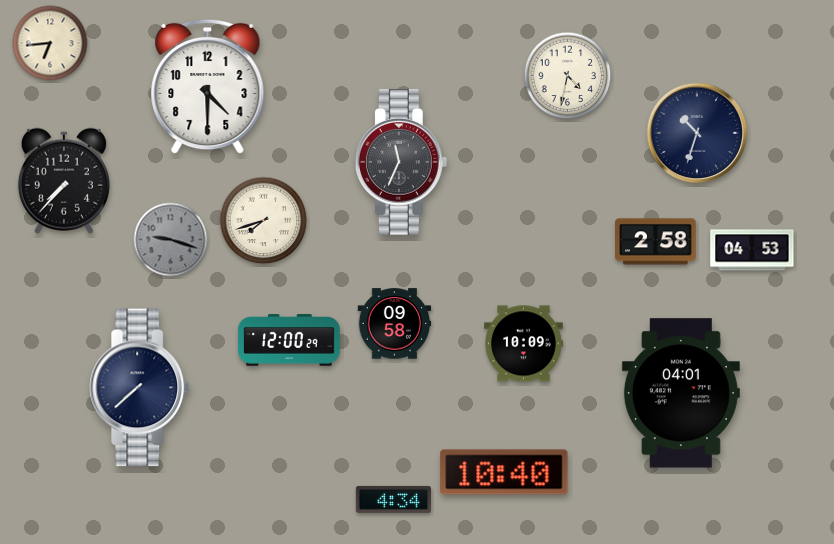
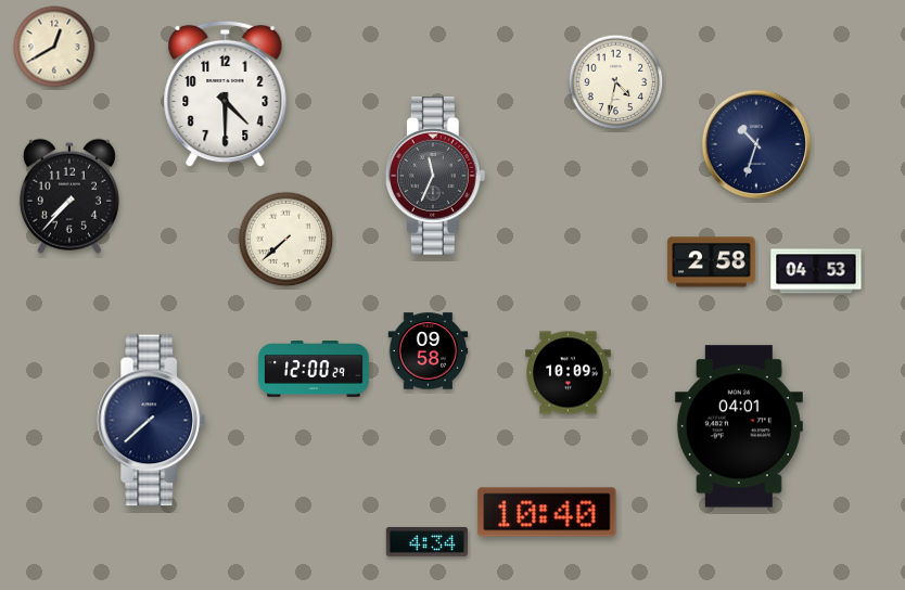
clock at (50, 43): 6:44 -> 12:40
clock at (264, 221): 7:42 -> 7:38
clock at (171, 240): 9:18 -> none
